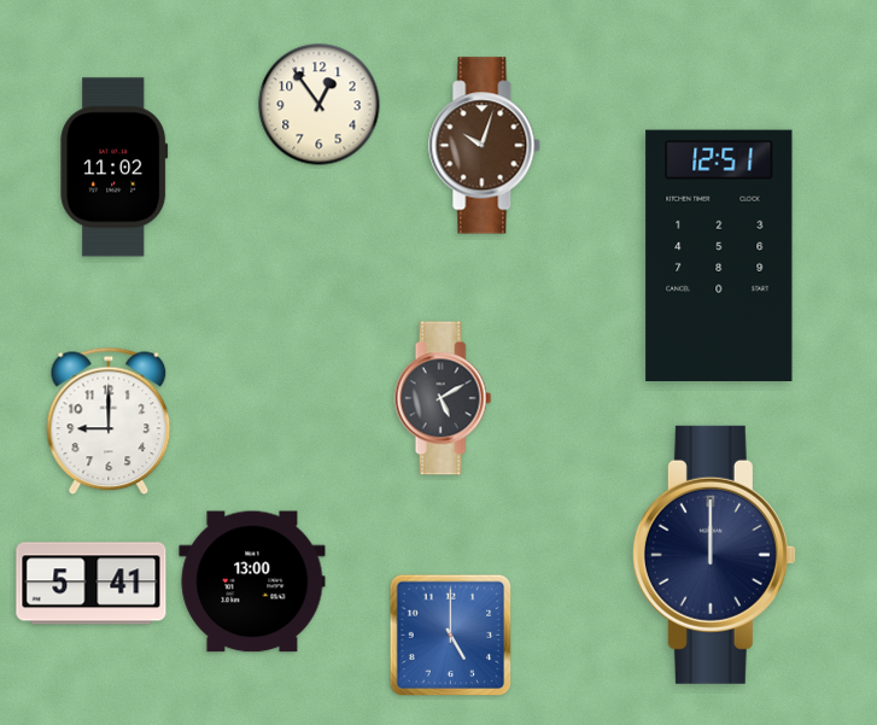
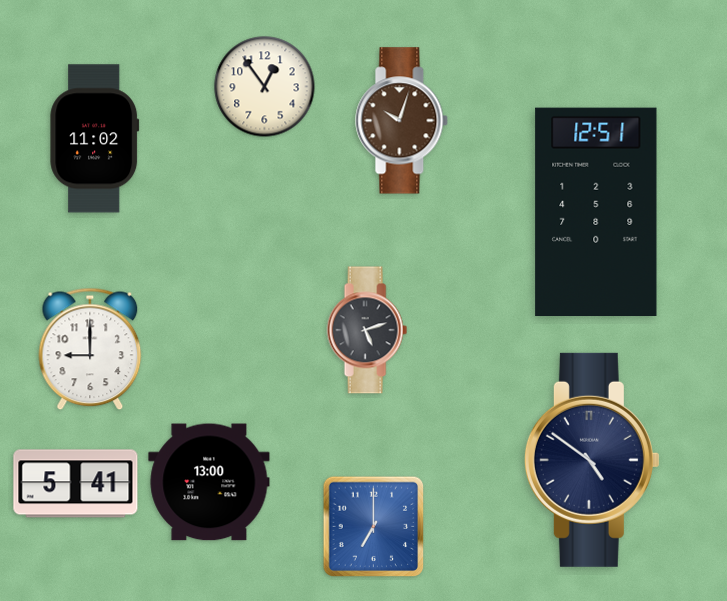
clock at (443, 398): 5:10 -> 5:12
clock at (714, 555): 12:00 -> 4:51
clock at (451, 636): 5:00 -> 7:00
